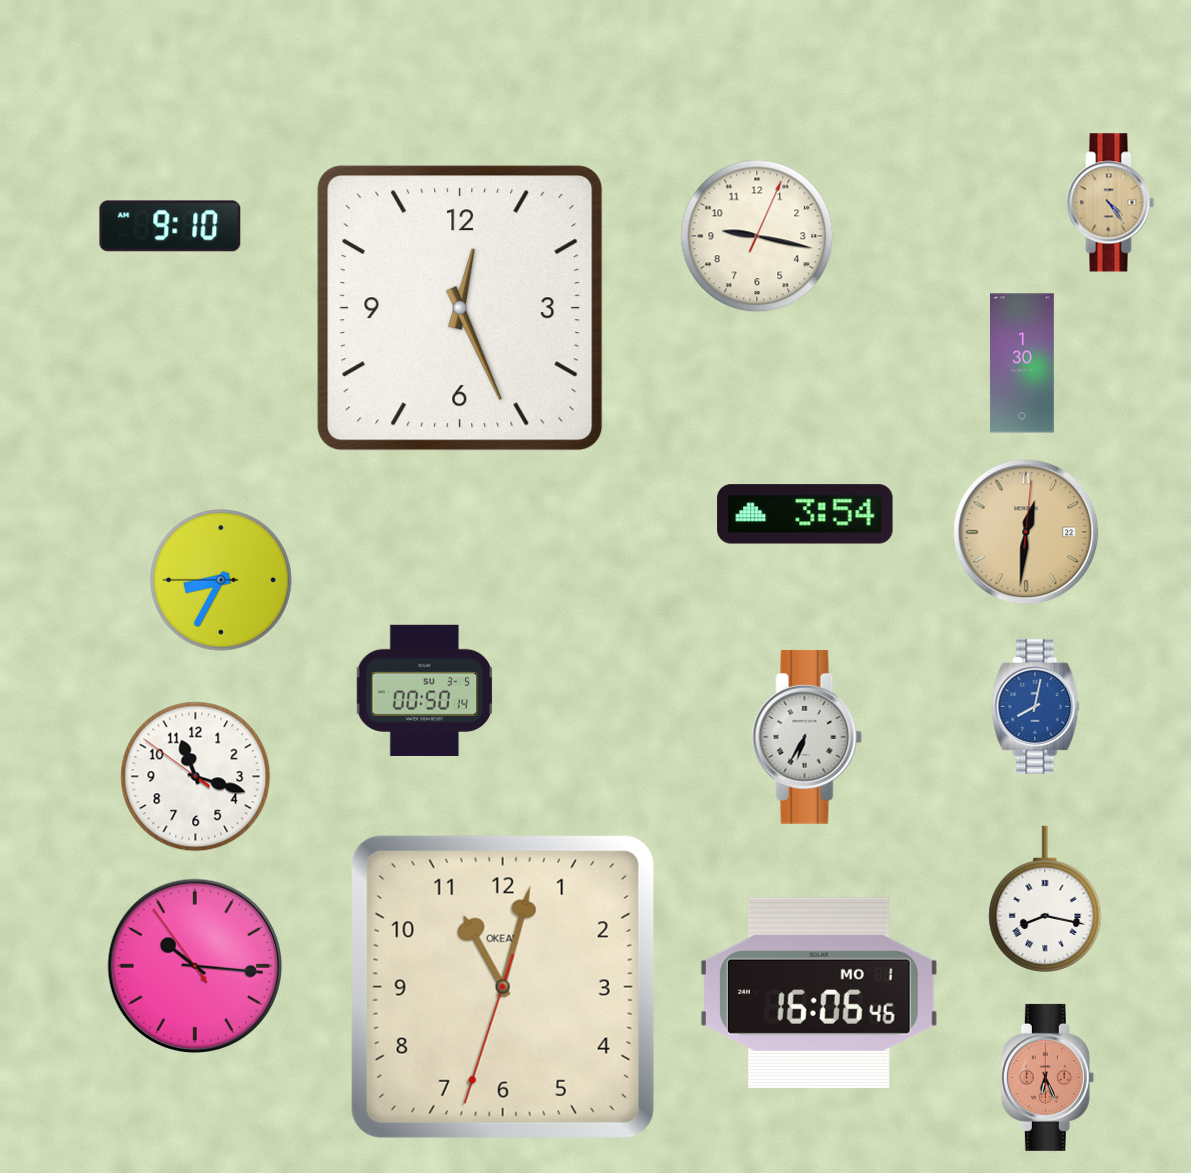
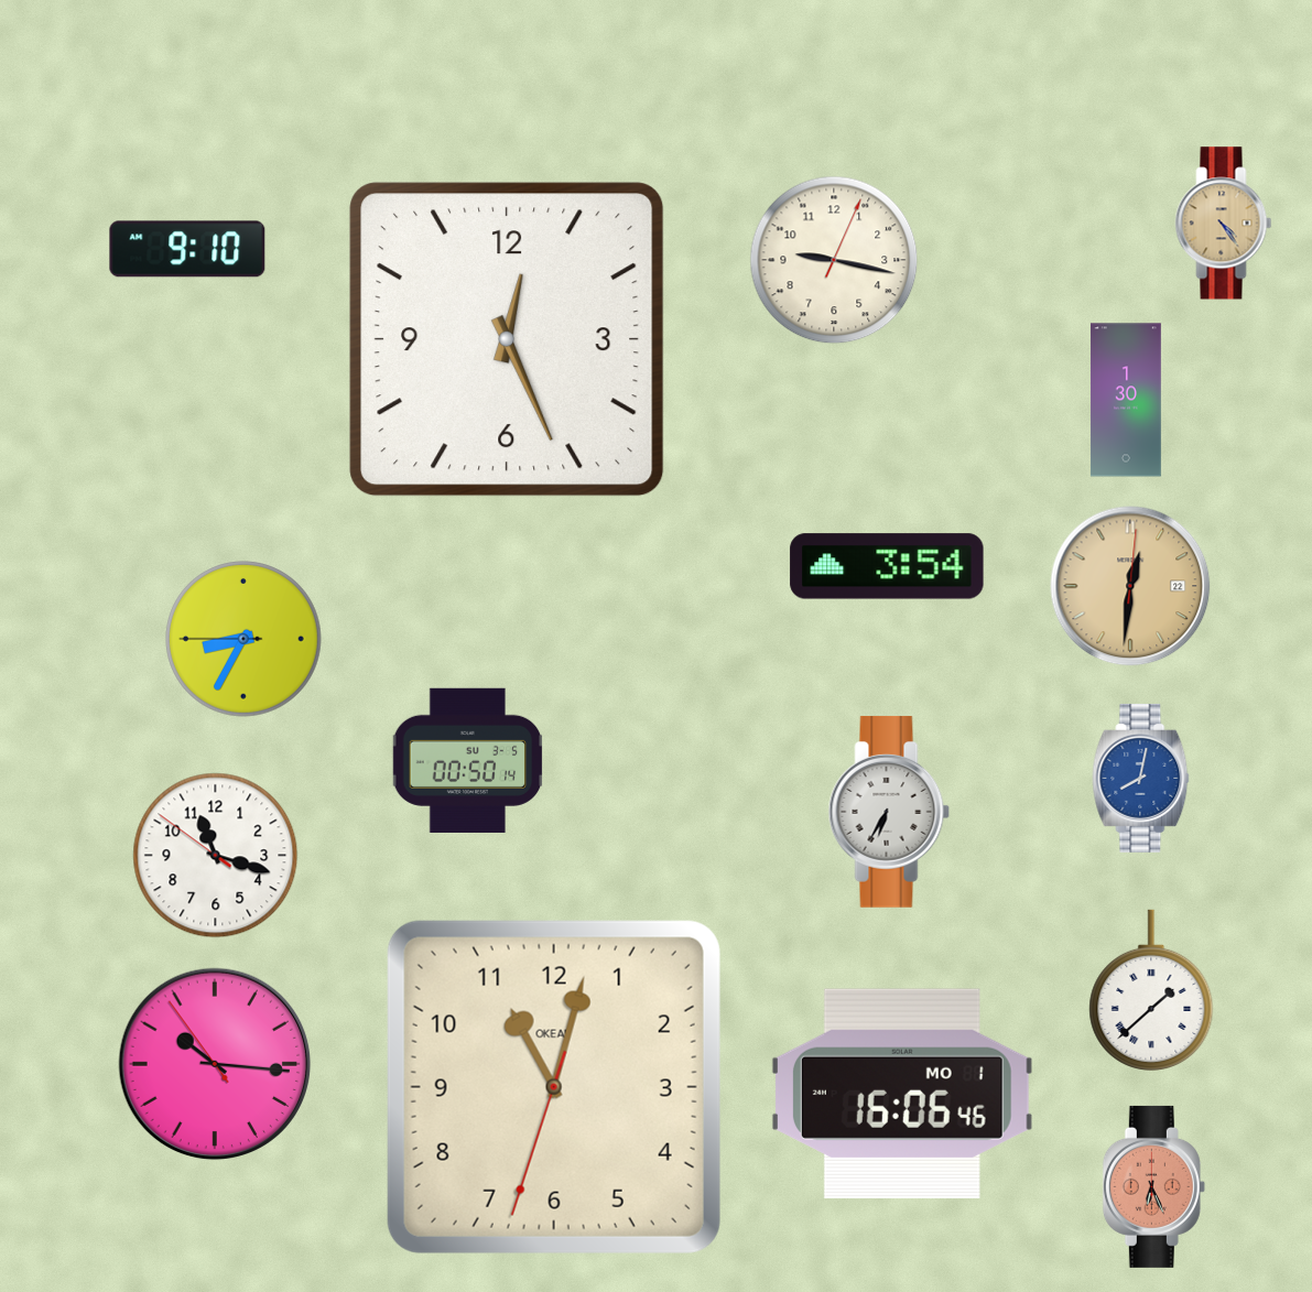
clock at (1045, 899): 8:17 -> 1:38
